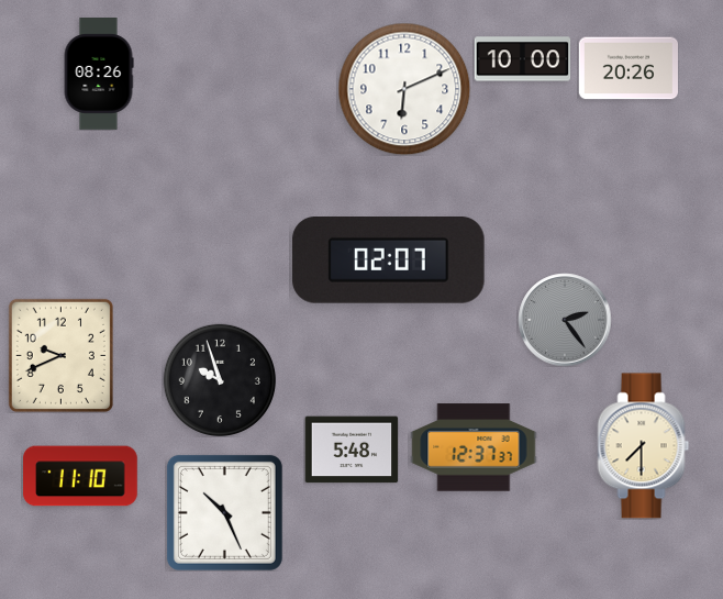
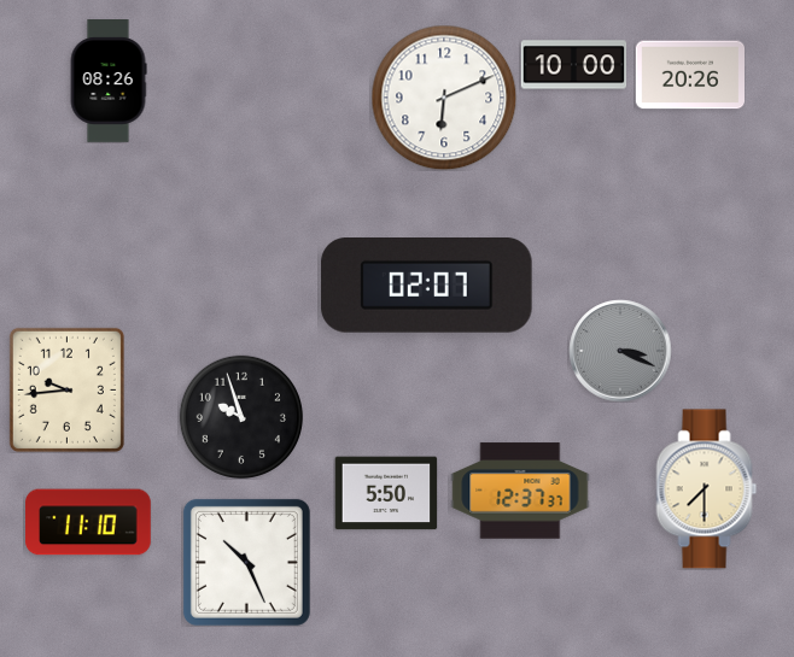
clock at (565, 320): 2:24 -> 3:19
clock at (60, 355): 9:41 -> 9:44
clock at (352, 450): 5:48 -> 5:50
